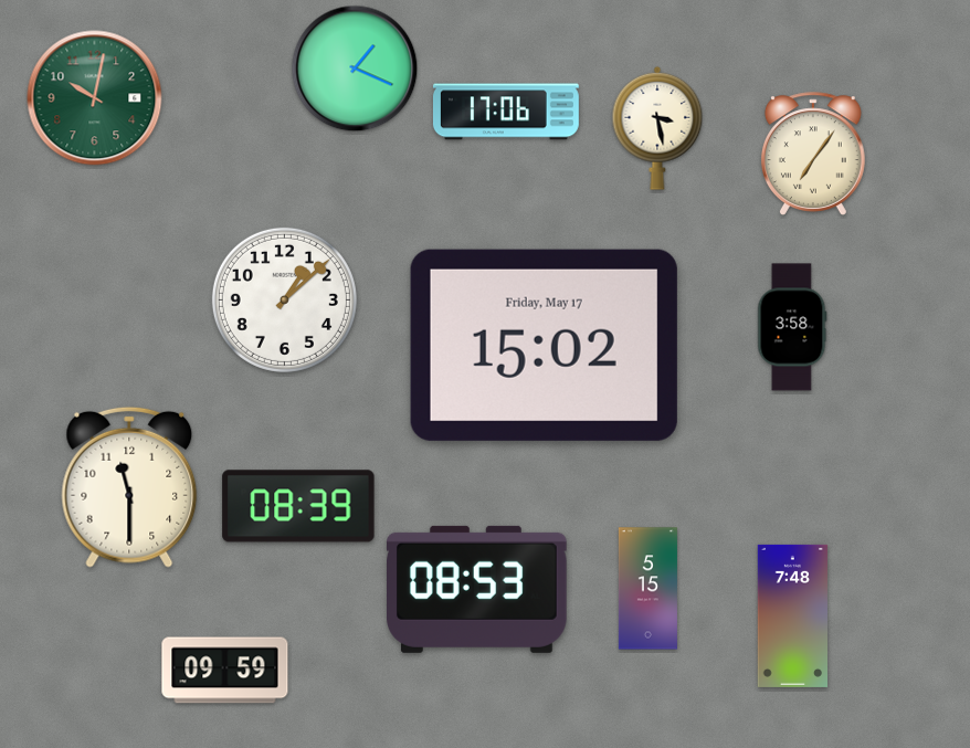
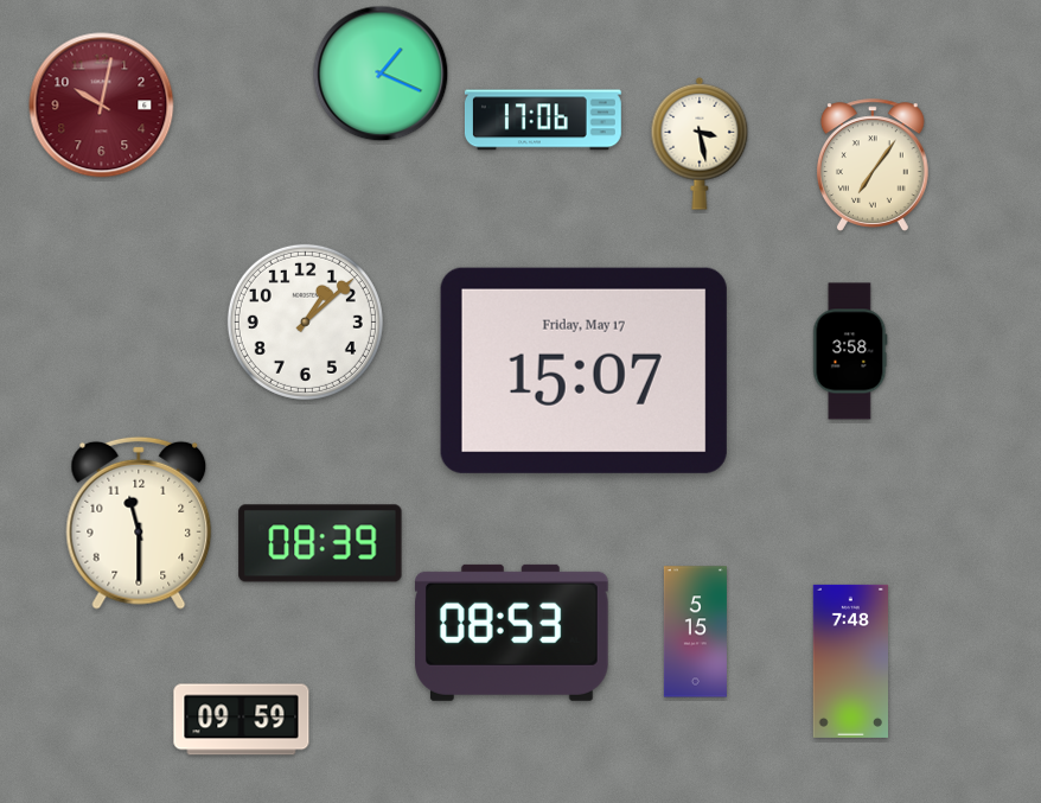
clock at (95, 98) dial: green -> burgundy
clock at (657, 128) position: (657, 128) -> (700, 144)
clock at (544, 345): 15:02 -> 15:07
